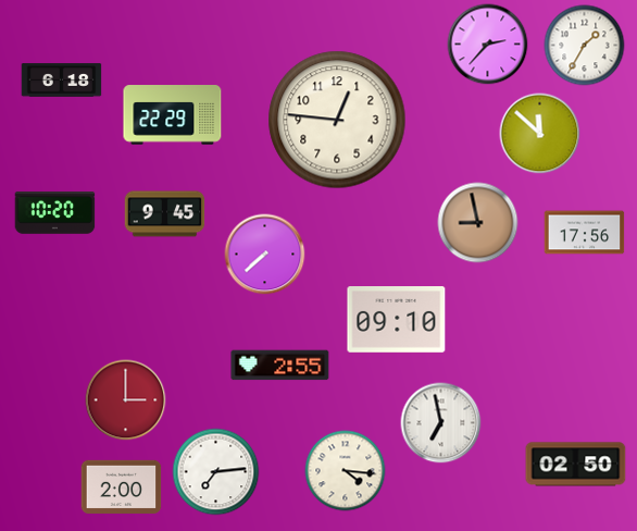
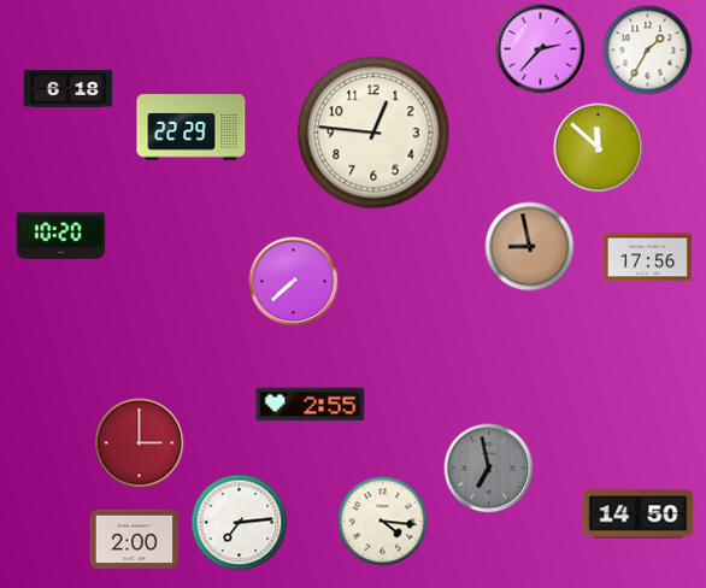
clock at (165, 214): 9:45 -> none
clock at (397, 320): 09:10 -> none
clock at (441, 423) dial: white -> grey
clock at (576, 465): 02:50 -> 14:50
